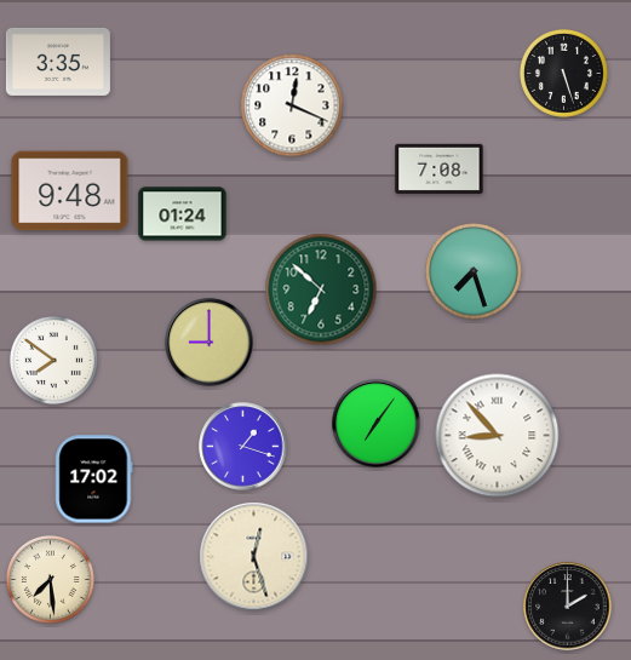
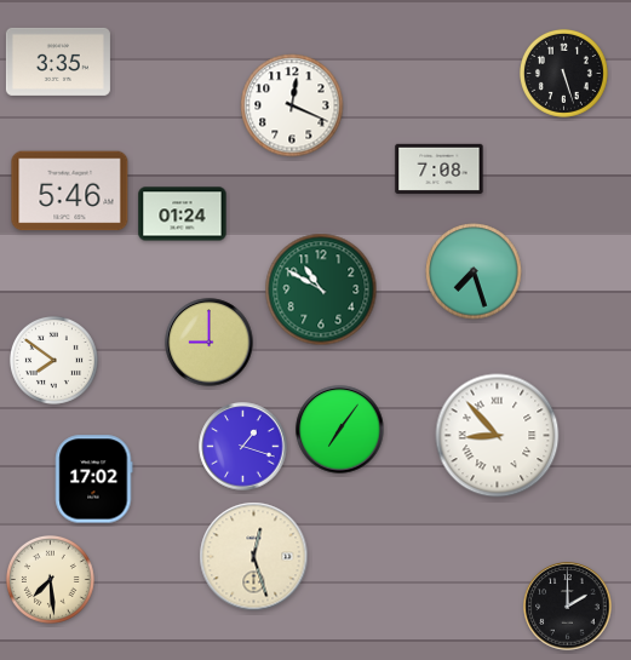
clock at (70, 191): 9:48 -> 5:46
clock at (321, 289): 6:52 -> 10:50
clock at (377, 424) position: (377, 424) -> (340, 430)
